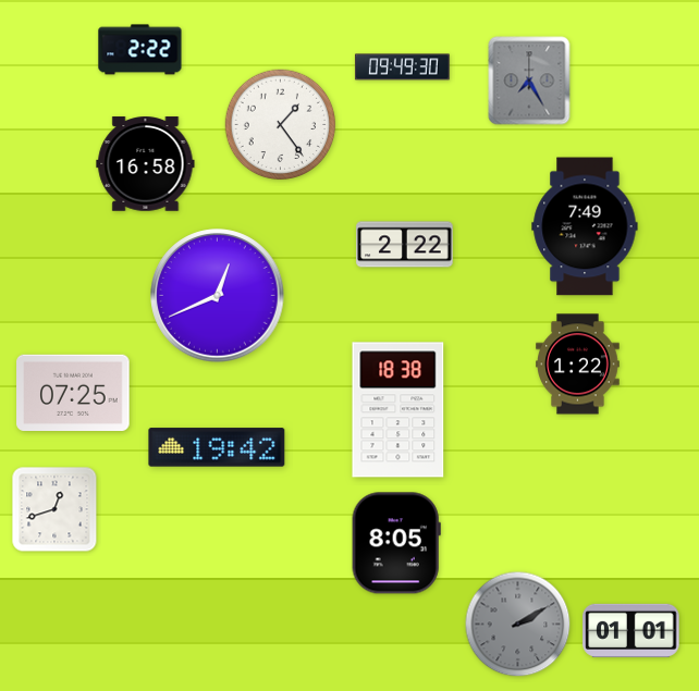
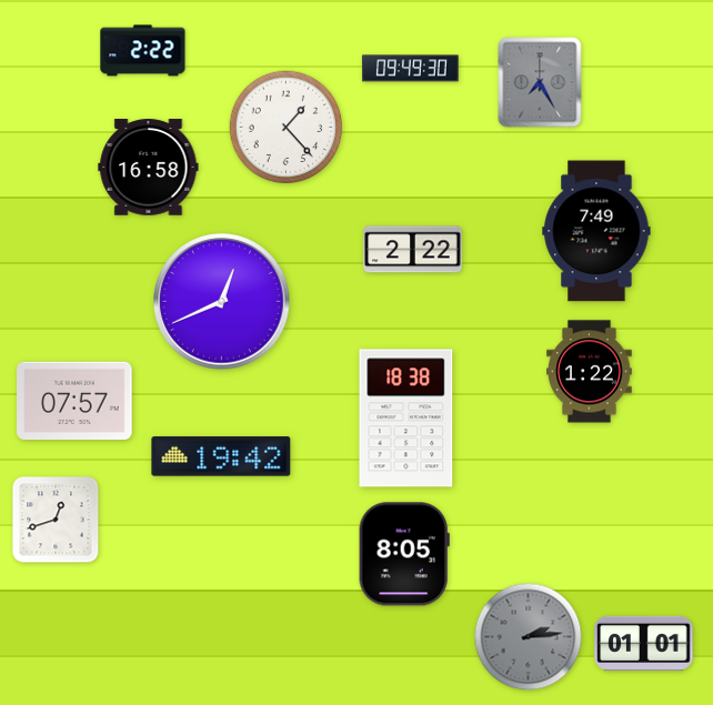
clock at (281, 125): 1:24 -> 1:23
clock at (73, 392): 07:25 -> 07:57
clock at (518, 625): 2:10 -> 2:14
